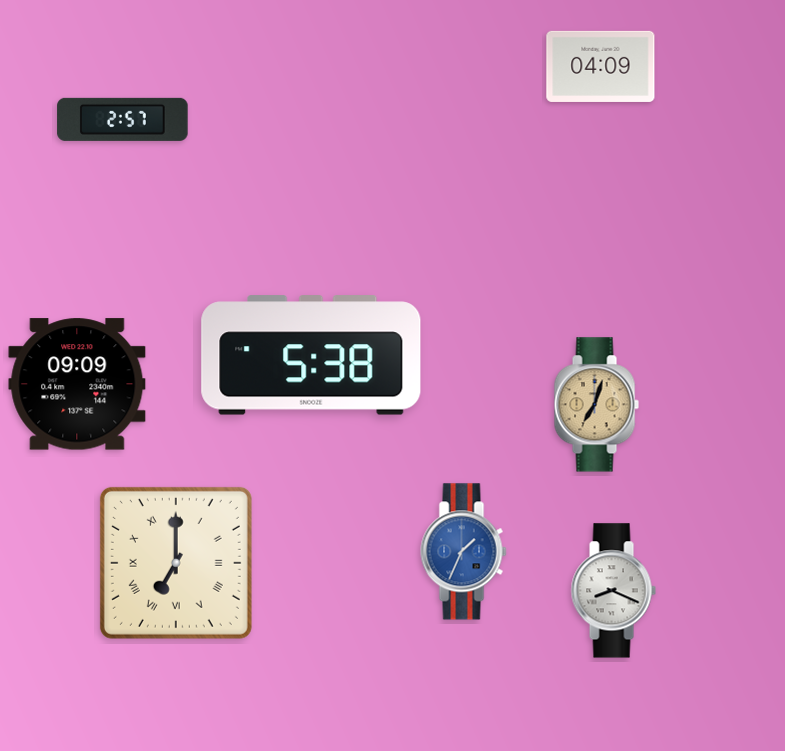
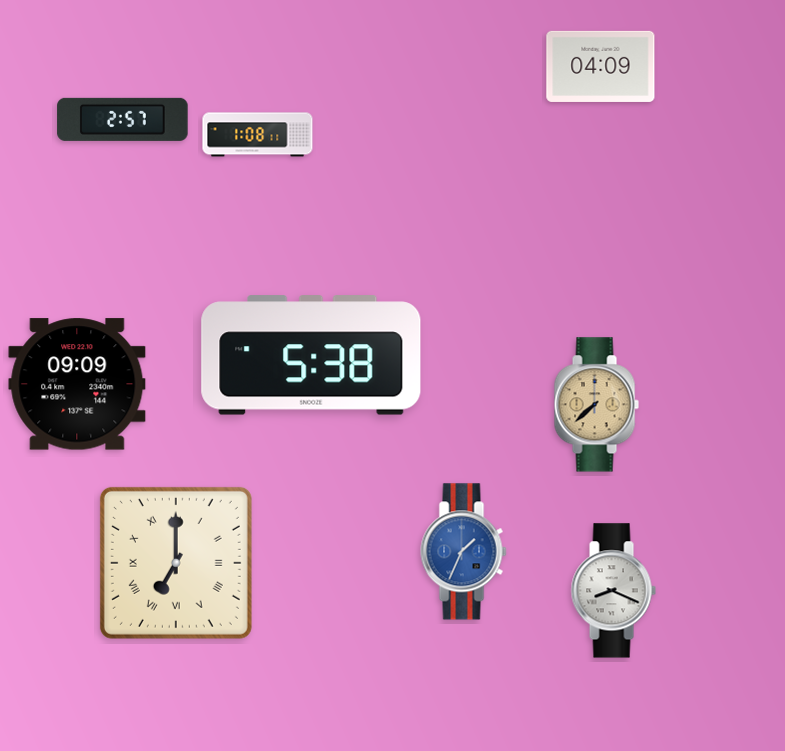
clock at (258, 135): none -> 1:08
clock at (596, 405): 7:03 -> 7:38
